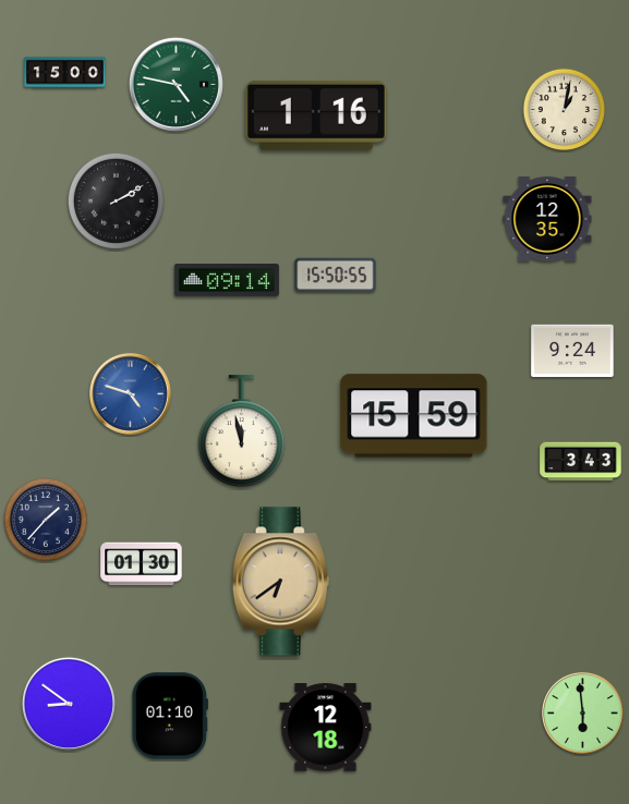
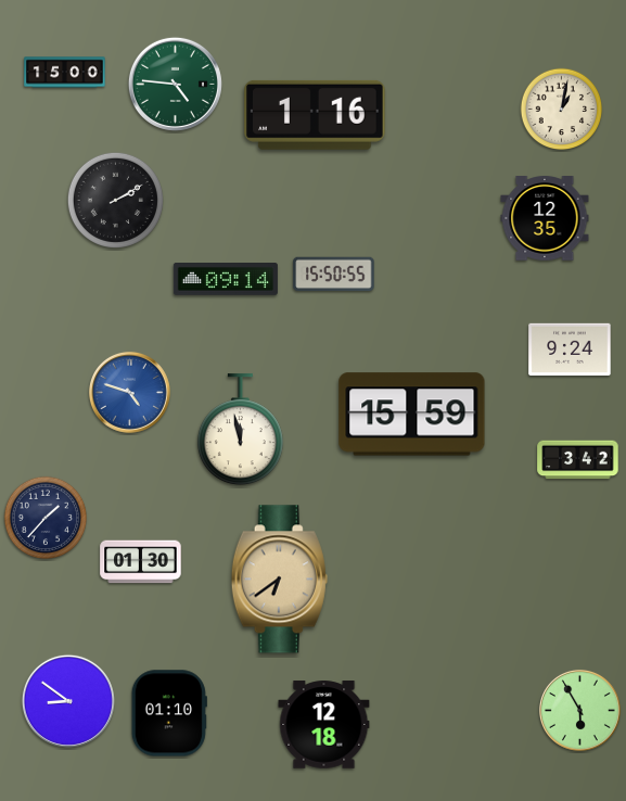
clock at (176, 84): 4:47 -> 4:46
clock at (581, 462): 3:43 -> 3:42
clock at (582, 712): 5:59 -> 5:55
